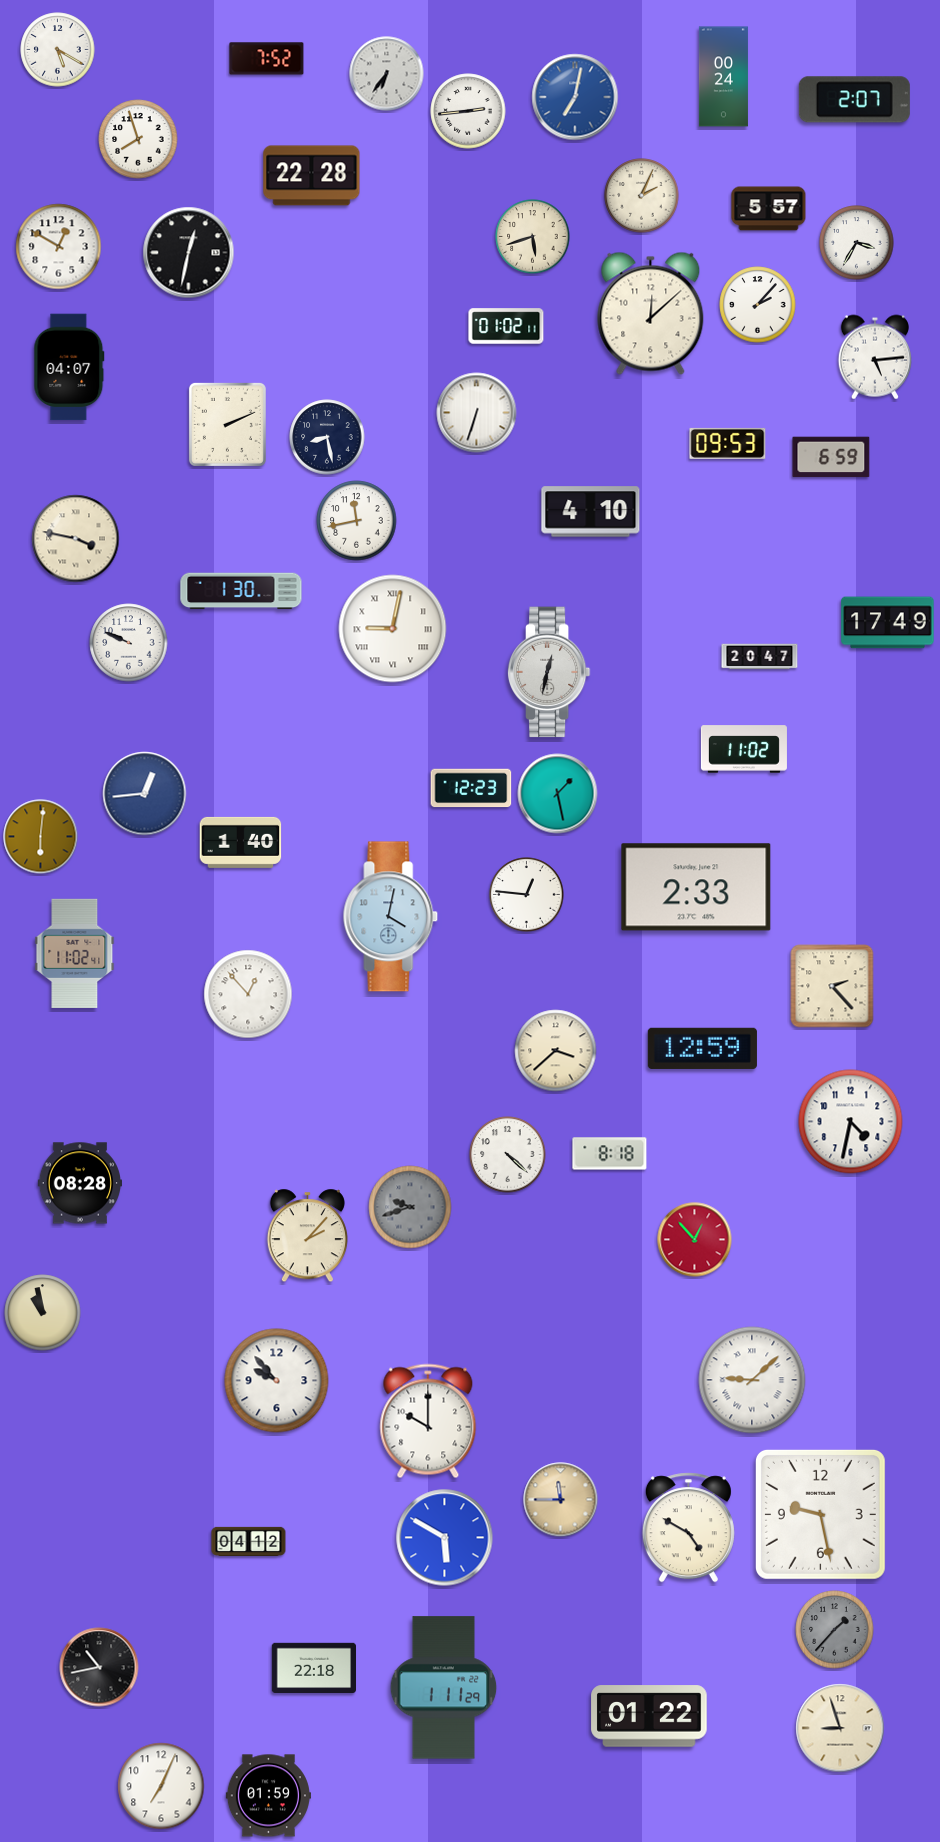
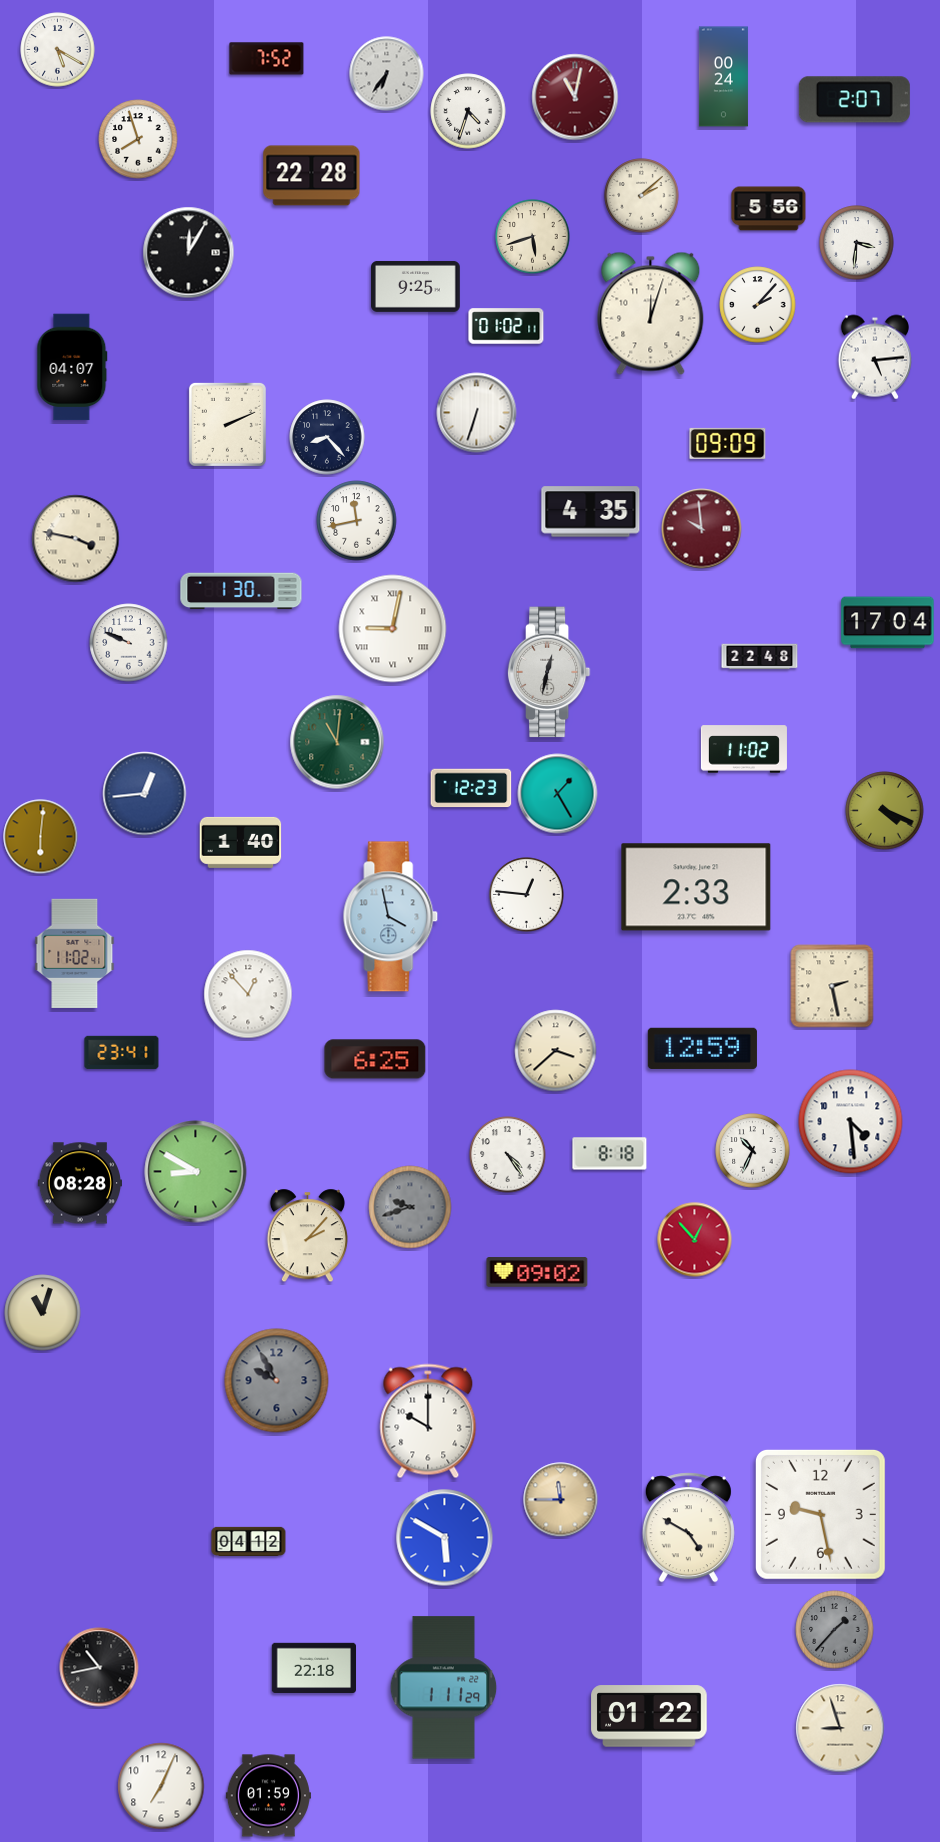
clock at (575, 97): 7:02 -> 11:02
clock at (575, 97) dial: blue -> burgundy
clock at (468, 111): 2:44 -> 4:33
clock at (642, 196): 2:04 -> 2:08
clock at (769, 209): 5:57 -> 5:56
clock at (857, 243): 3:35 -> 3:31
clock at (59, 247): 12:50 -> none
clock at (189, 253): 12:32 -> 12:05
clock at (416, 286): none -> 9:25
clock at (651, 313): 12:08 -> 12:03
clock at (69, 367) position: (69, 367) -> (72, 367)
clock at (327, 437): 8:28 -> 8:23
clock at (728, 443): 09:53 -> 09:09
clock at (831, 457): 6:59 -> none
clock at (591, 512): 4:10 -> 4:35
clock at (702, 529): none -> 9:59
clock at (888, 623): 17:49 -> 17:04
clock at (760, 657): 20:47 -> 22:48
clock at (337, 742): none -> 11:01
clock at (558, 794): 1:28 -> 1:25
clock at (885, 811): none -> 4:19
clock at (391, 917): 4:02 -> 3:58
clock at (832, 986): 2:23 -> 2:28
clock at (122, 1053): none -> 23:41
clock at (375, 1059): none -> 6:25
clock at (851, 1122): 4:32 -> 4:29
clock at (753, 1151): none -> 10:34
clock at (508, 1155): 4:22 -> 4:24
clock at (196, 1172): none -> 8:50
clock at (537, 1272): none -> 09:02
clock at (43, 1313): 10:58 -> 11:03
clock at (752, 1380): 9:08 -> none
clock at (277, 1381): 9:53 -> 9:55
clock at (277, 1381) dial: white -> grey
